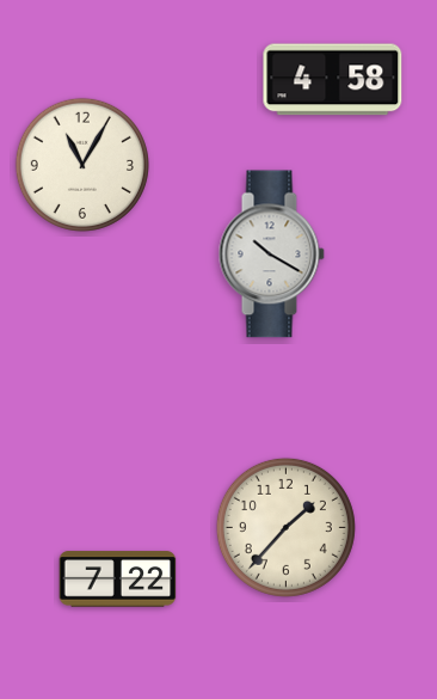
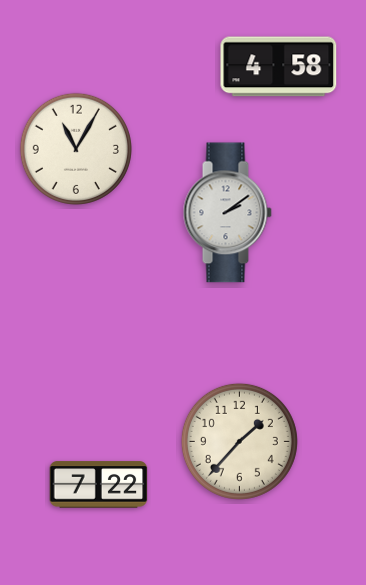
clock at (82, 165) position: (82, 165) -> (76, 149)
clock at (271, 255): 10:20 -> 2:09
